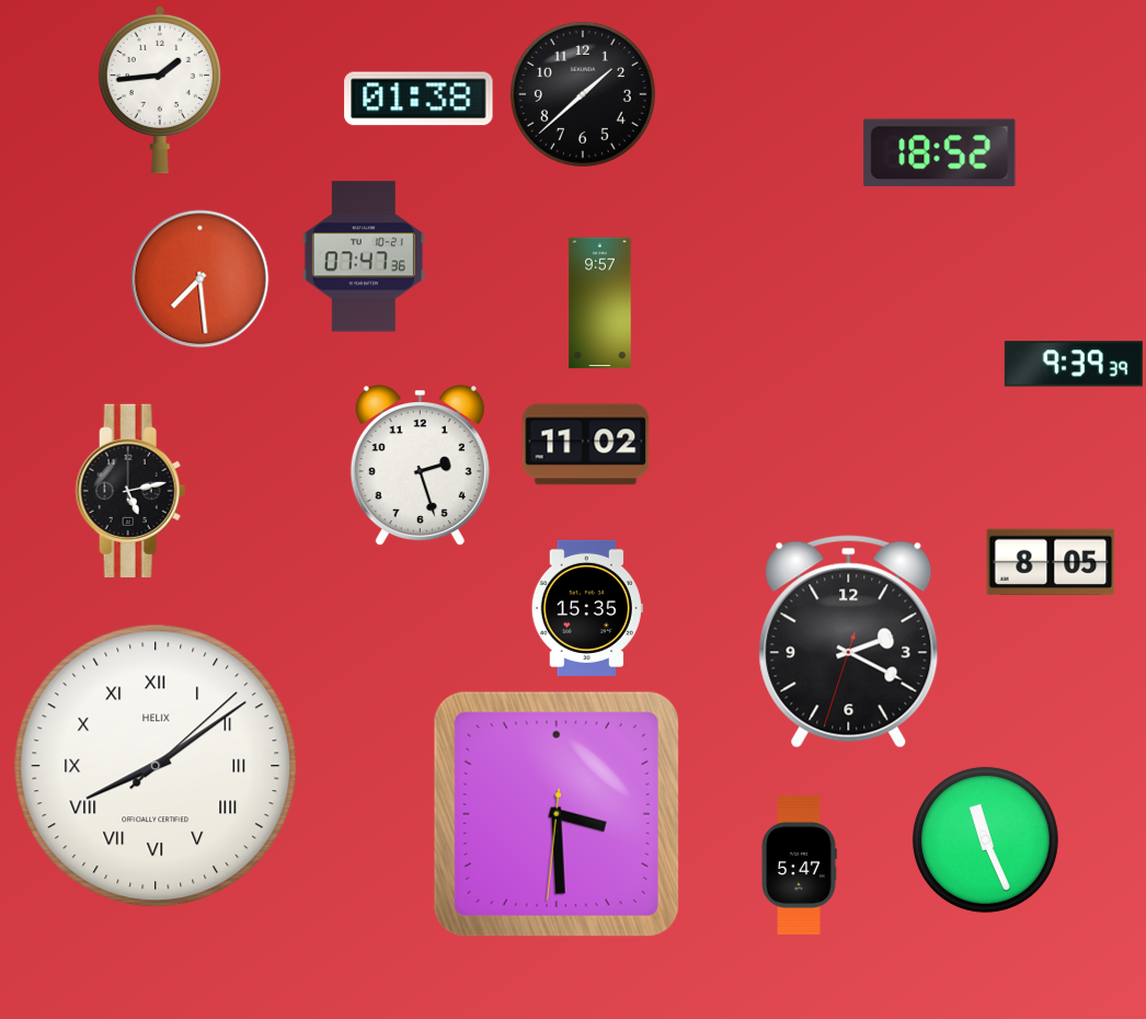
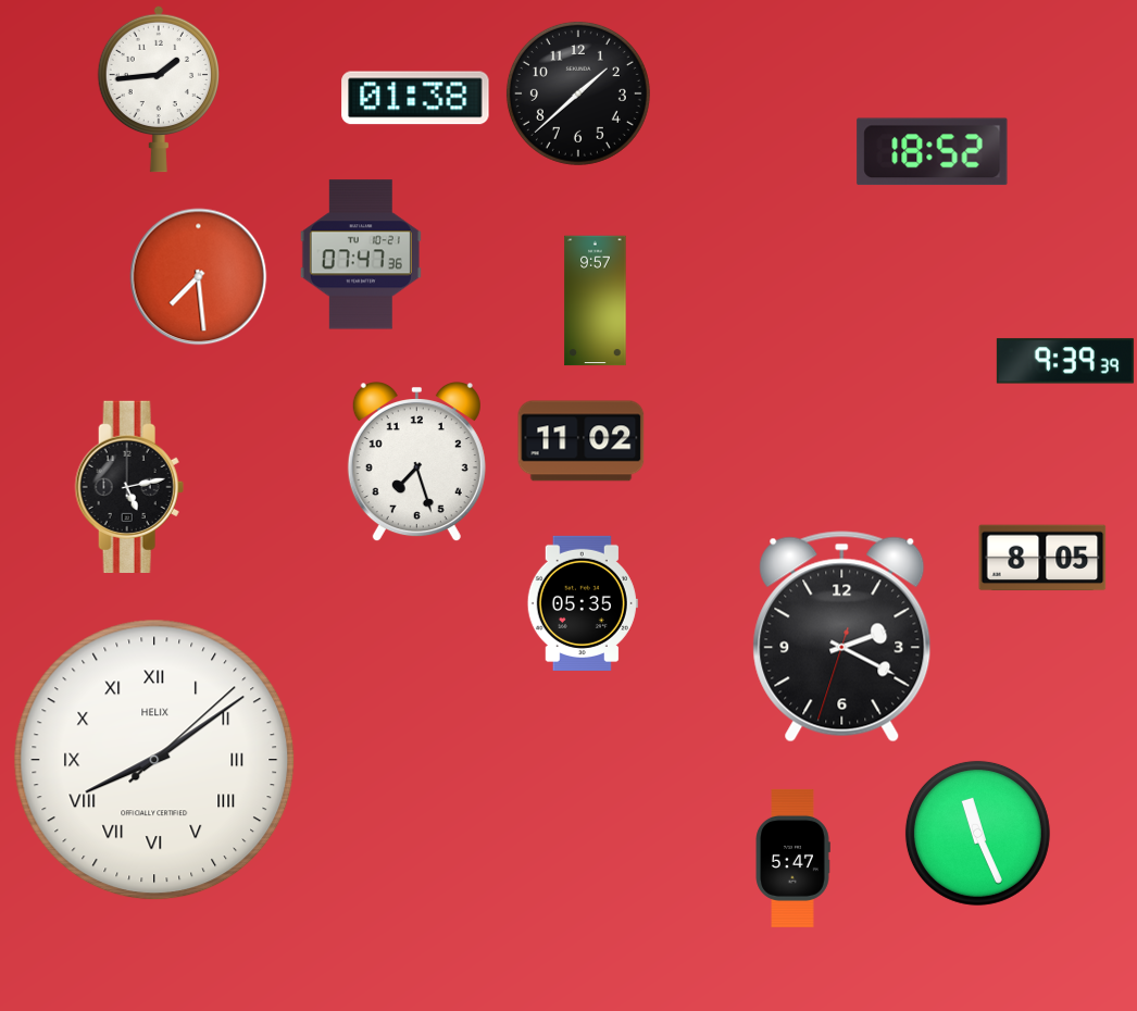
clock at (420, 467): 2:27 -> 7:27
clock at (587, 608): 15:35 -> 05:35
clock at (557, 814): 3:29 -> none
